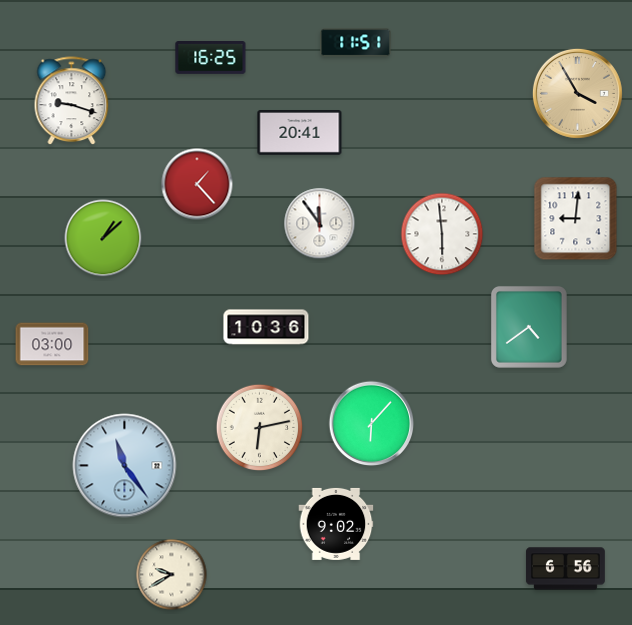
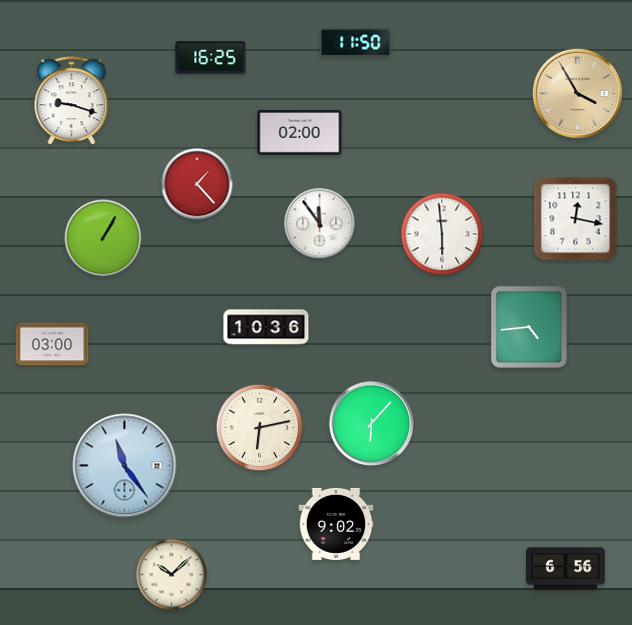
clock at (356, 43): 11:51 -> 11:50
clock at (300, 133): 20:41 -> 02:00
clock at (576, 219): 9:01 -> 12:17
clock at (103, 238): 1:08 -> 1:05
clock at (529, 327): 4:39 -> 4:44
clock at (172, 575): 9:40 -> 10:08
